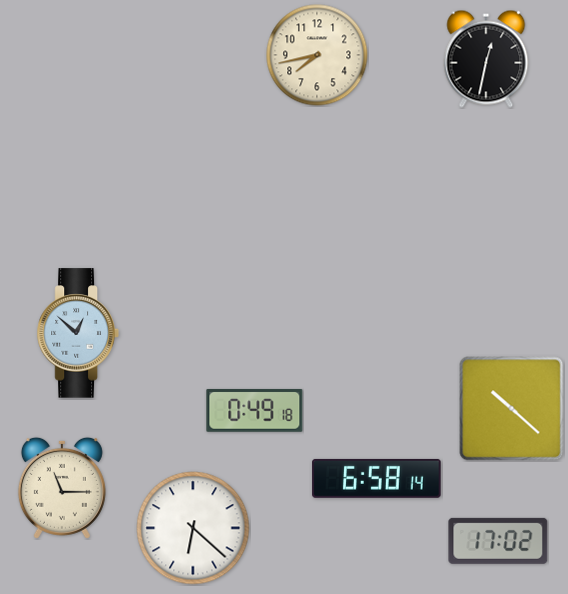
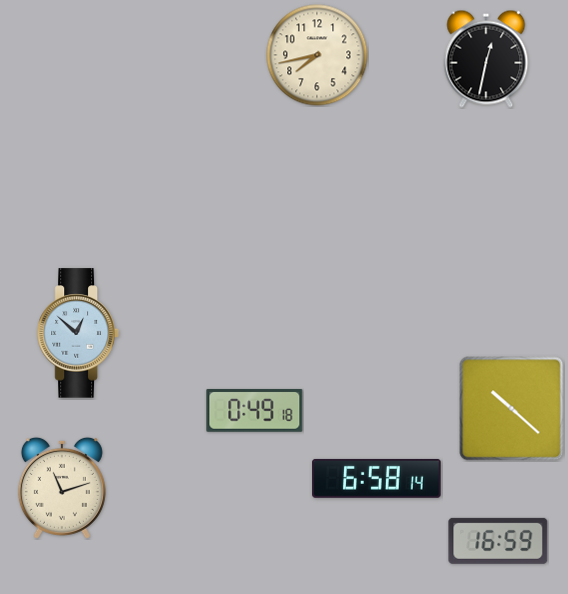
clock at (62, 488): 11:15 -> 11:12
clock at (193, 528): 6:22 -> none
clock at (498, 541): 17:02 -> 16:59
